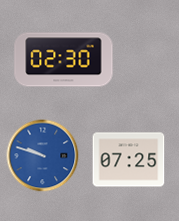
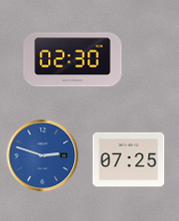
clock at (64, 60) position: (64, 60) -> (73, 60)
clock at (43, 156): 9:48 -> 2:48
